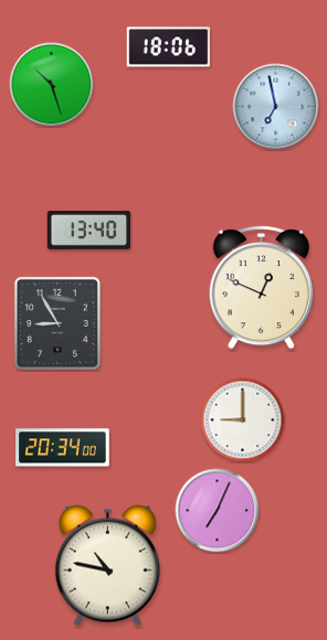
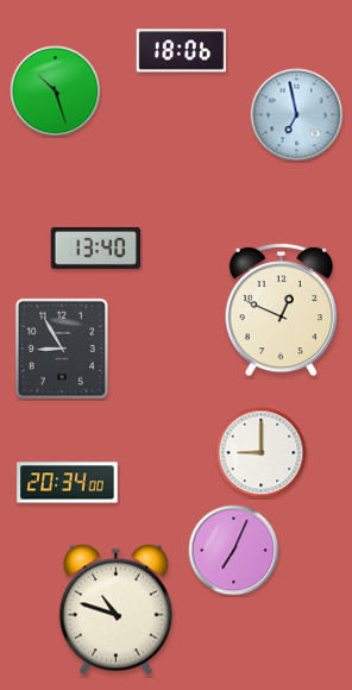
clock at (107, 566): 10:47 -> 10:48
